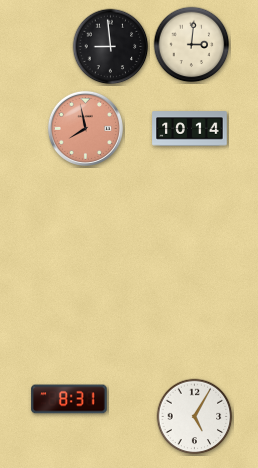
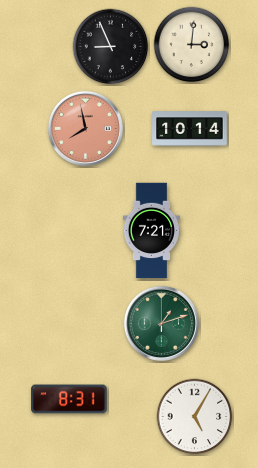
clock at (111, 47): 8:59 -> 8:56
clock at (152, 231): none -> 7:21
clock at (161, 323): none -> 1:12
